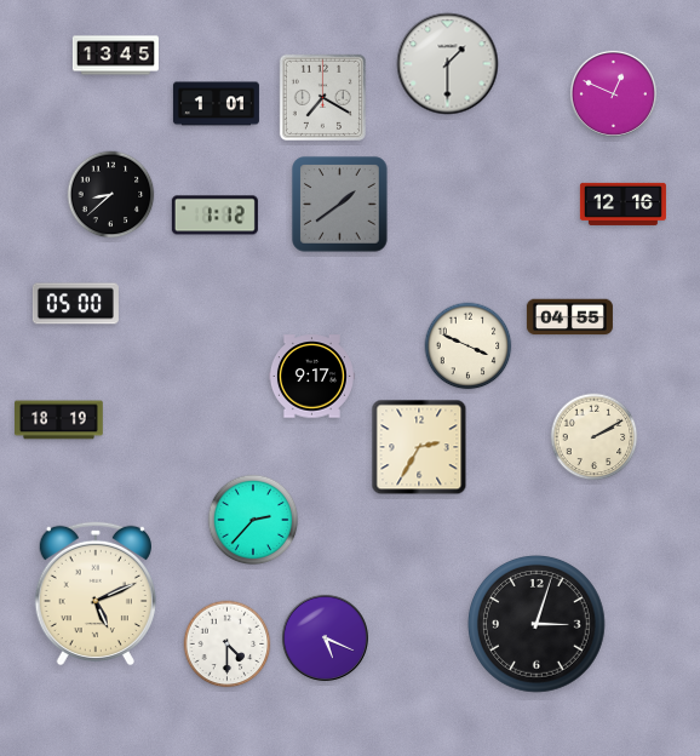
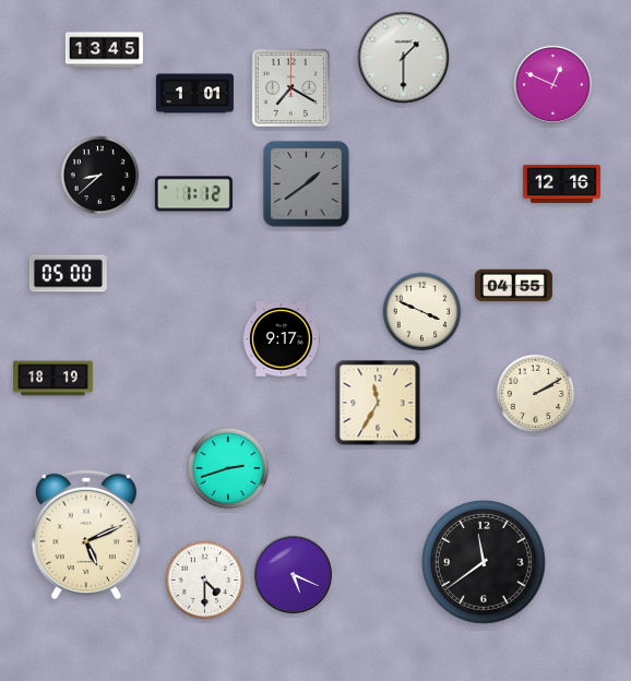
clock at (419, 447): 2:35 -> 11:35
clock at (253, 520): 2:37 -> 2:42
clock at (538, 625): 3:03 -> 11:39
